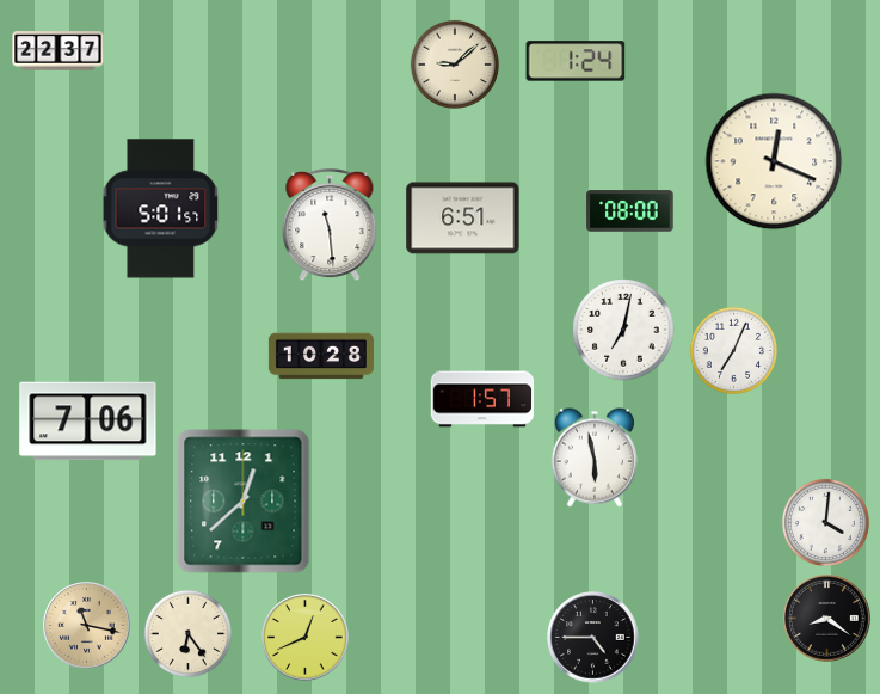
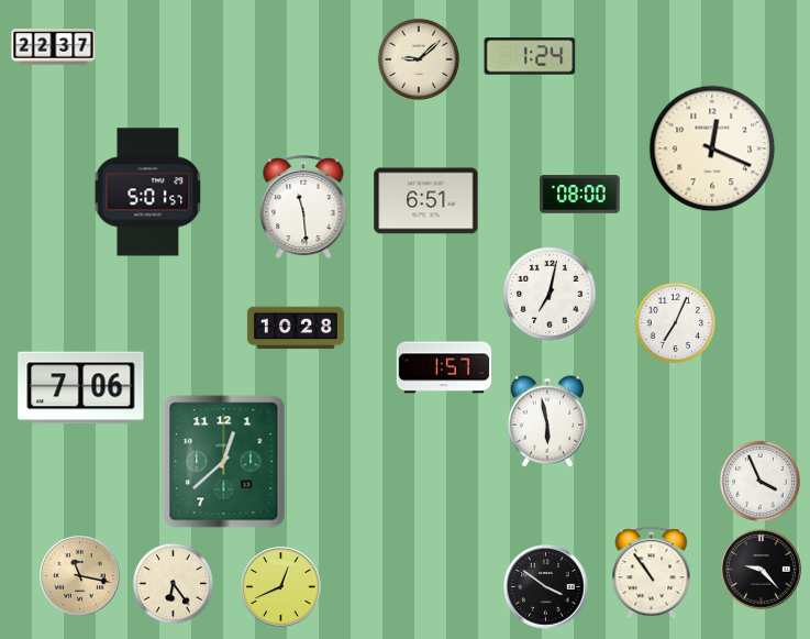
clock at (623, 330) position: (623, 330) -> (550, 294)
clock at (825, 522): 4:01 -> 3:56
clock at (827, 619): 8:21 -> 9:23
clock at (652, 573): none -> 10:54
clock at (593, 638): 4:45 -> 3:51
